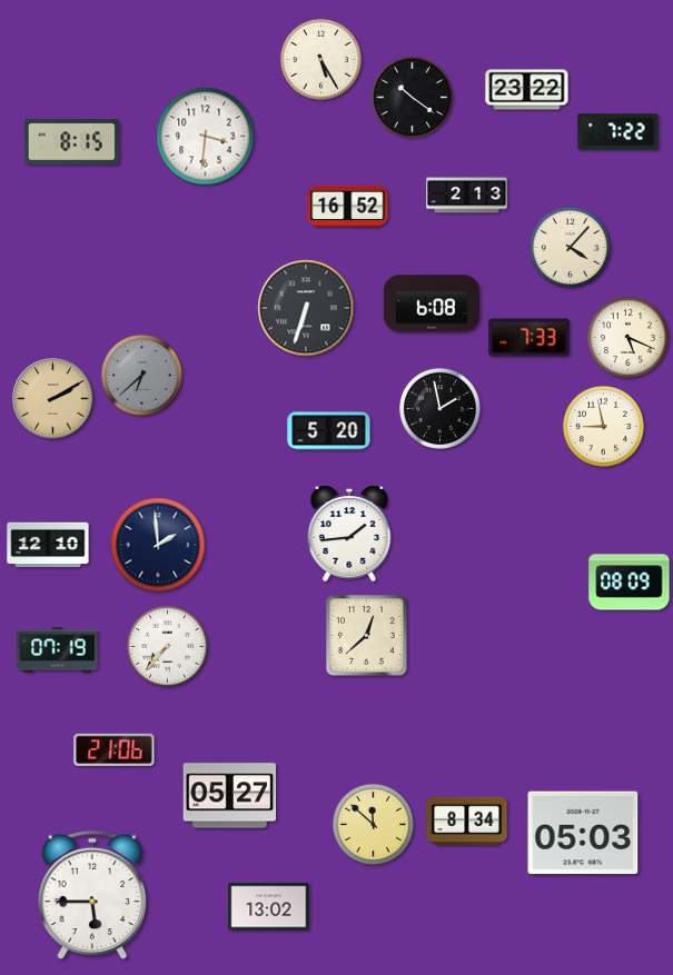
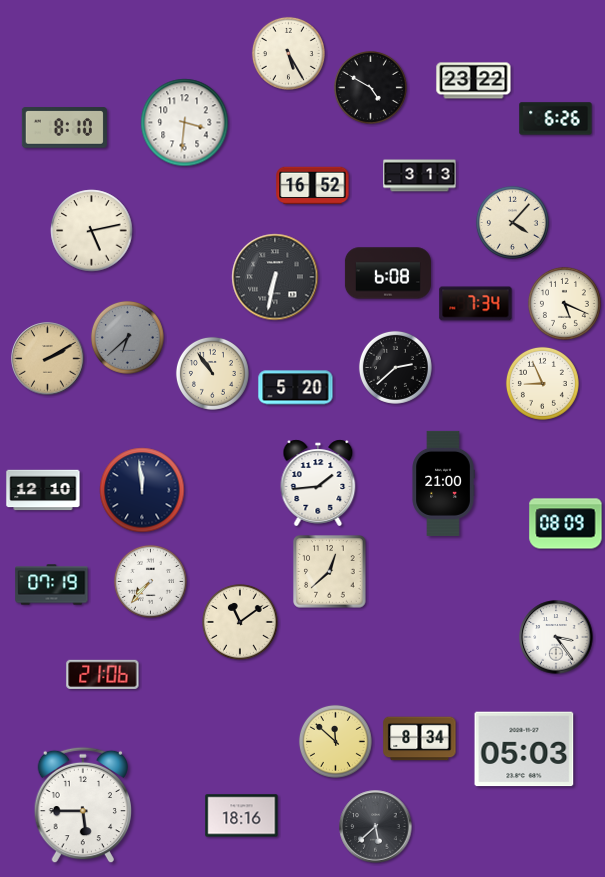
clock at (412, 97): 10:21 -> 4:50
clock at (618, 132): 7:22 -> 6:26
clock at (71, 142): 8:15 -> 8:10
clock at (467, 196): 2:13 -> 3:13
clock at (92, 231): none -> 5:13
clock at (306, 308): 6:33 -> 6:32
clock at (530, 338): 7:33 -> 7:34
clock at (439, 408): 1:58 -> 2:38
clock at (212, 373): none -> 10:54
clock at (603, 426): 8:58 -> 8:56
clock at (349, 534) position: (349, 534) -> (318, 483)
clock at (443, 483): none -> 21:00
clock at (158, 545): 1:59 -> 11:59
clock at (241, 623): none -> 11:09
clock at (556, 637): none -> 3:24
clock at (230, 796): 05:27 -> none
clock at (269, 907): 13:02 -> 18:16
clock at (376, 827): none -> 5:38
